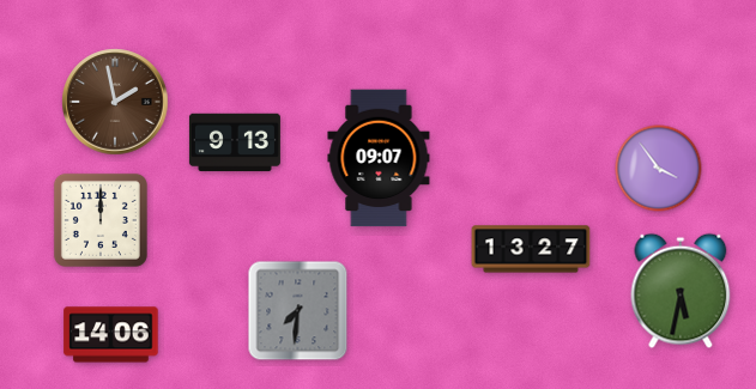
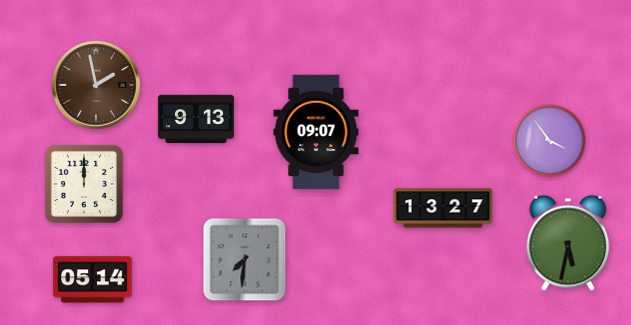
clock at (298, 311) position: (298, 311) -> (245, 260)
clock at (111, 335): 14:06 -> 05:14
